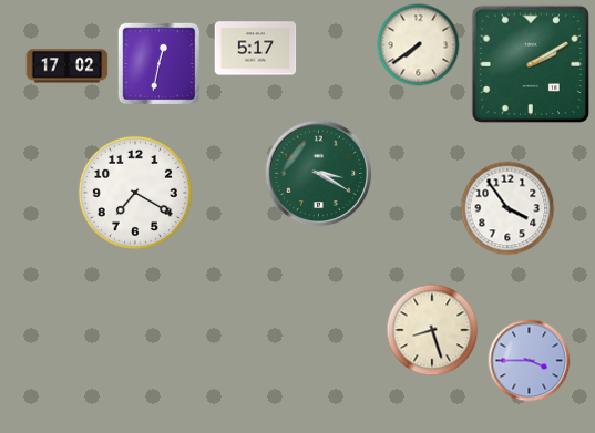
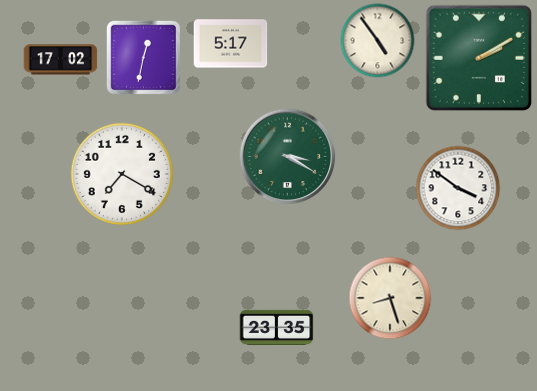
clock at (419, 45): 7:39 -> 4:54
clock at (507, 208): 3:54 -> 3:51
clock at (530, 361): 3:45 -> none
clock at (277, 327): none -> 23:35
